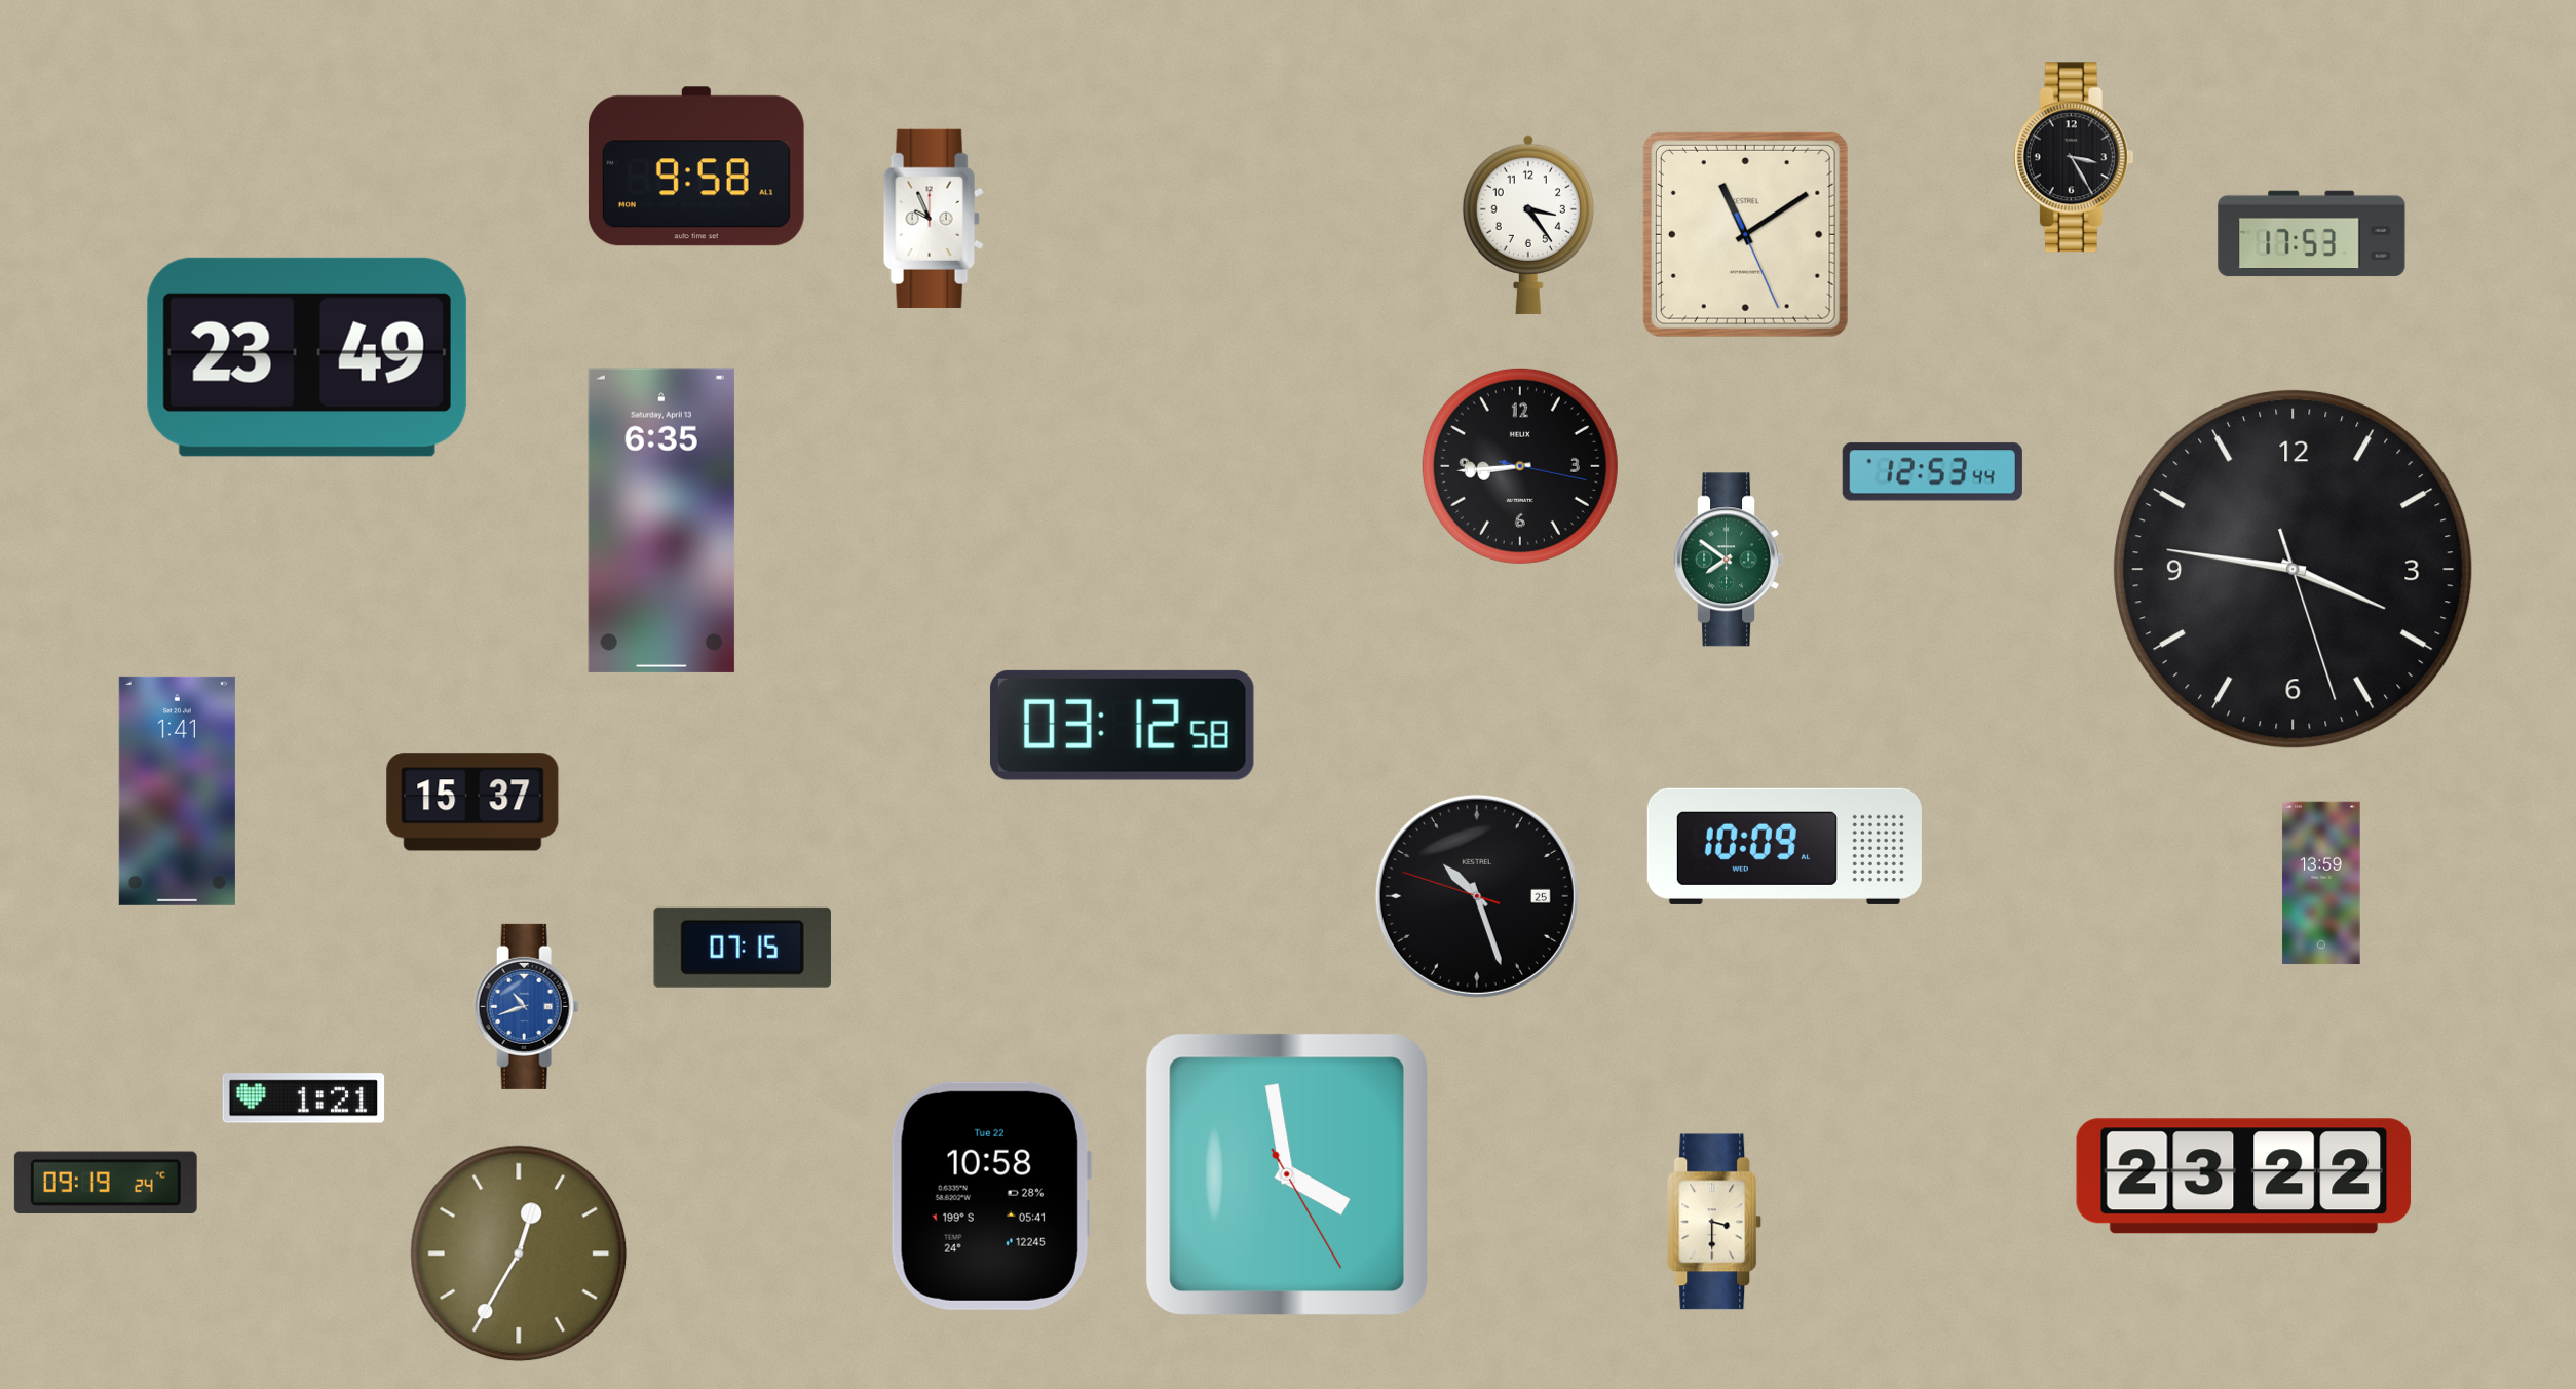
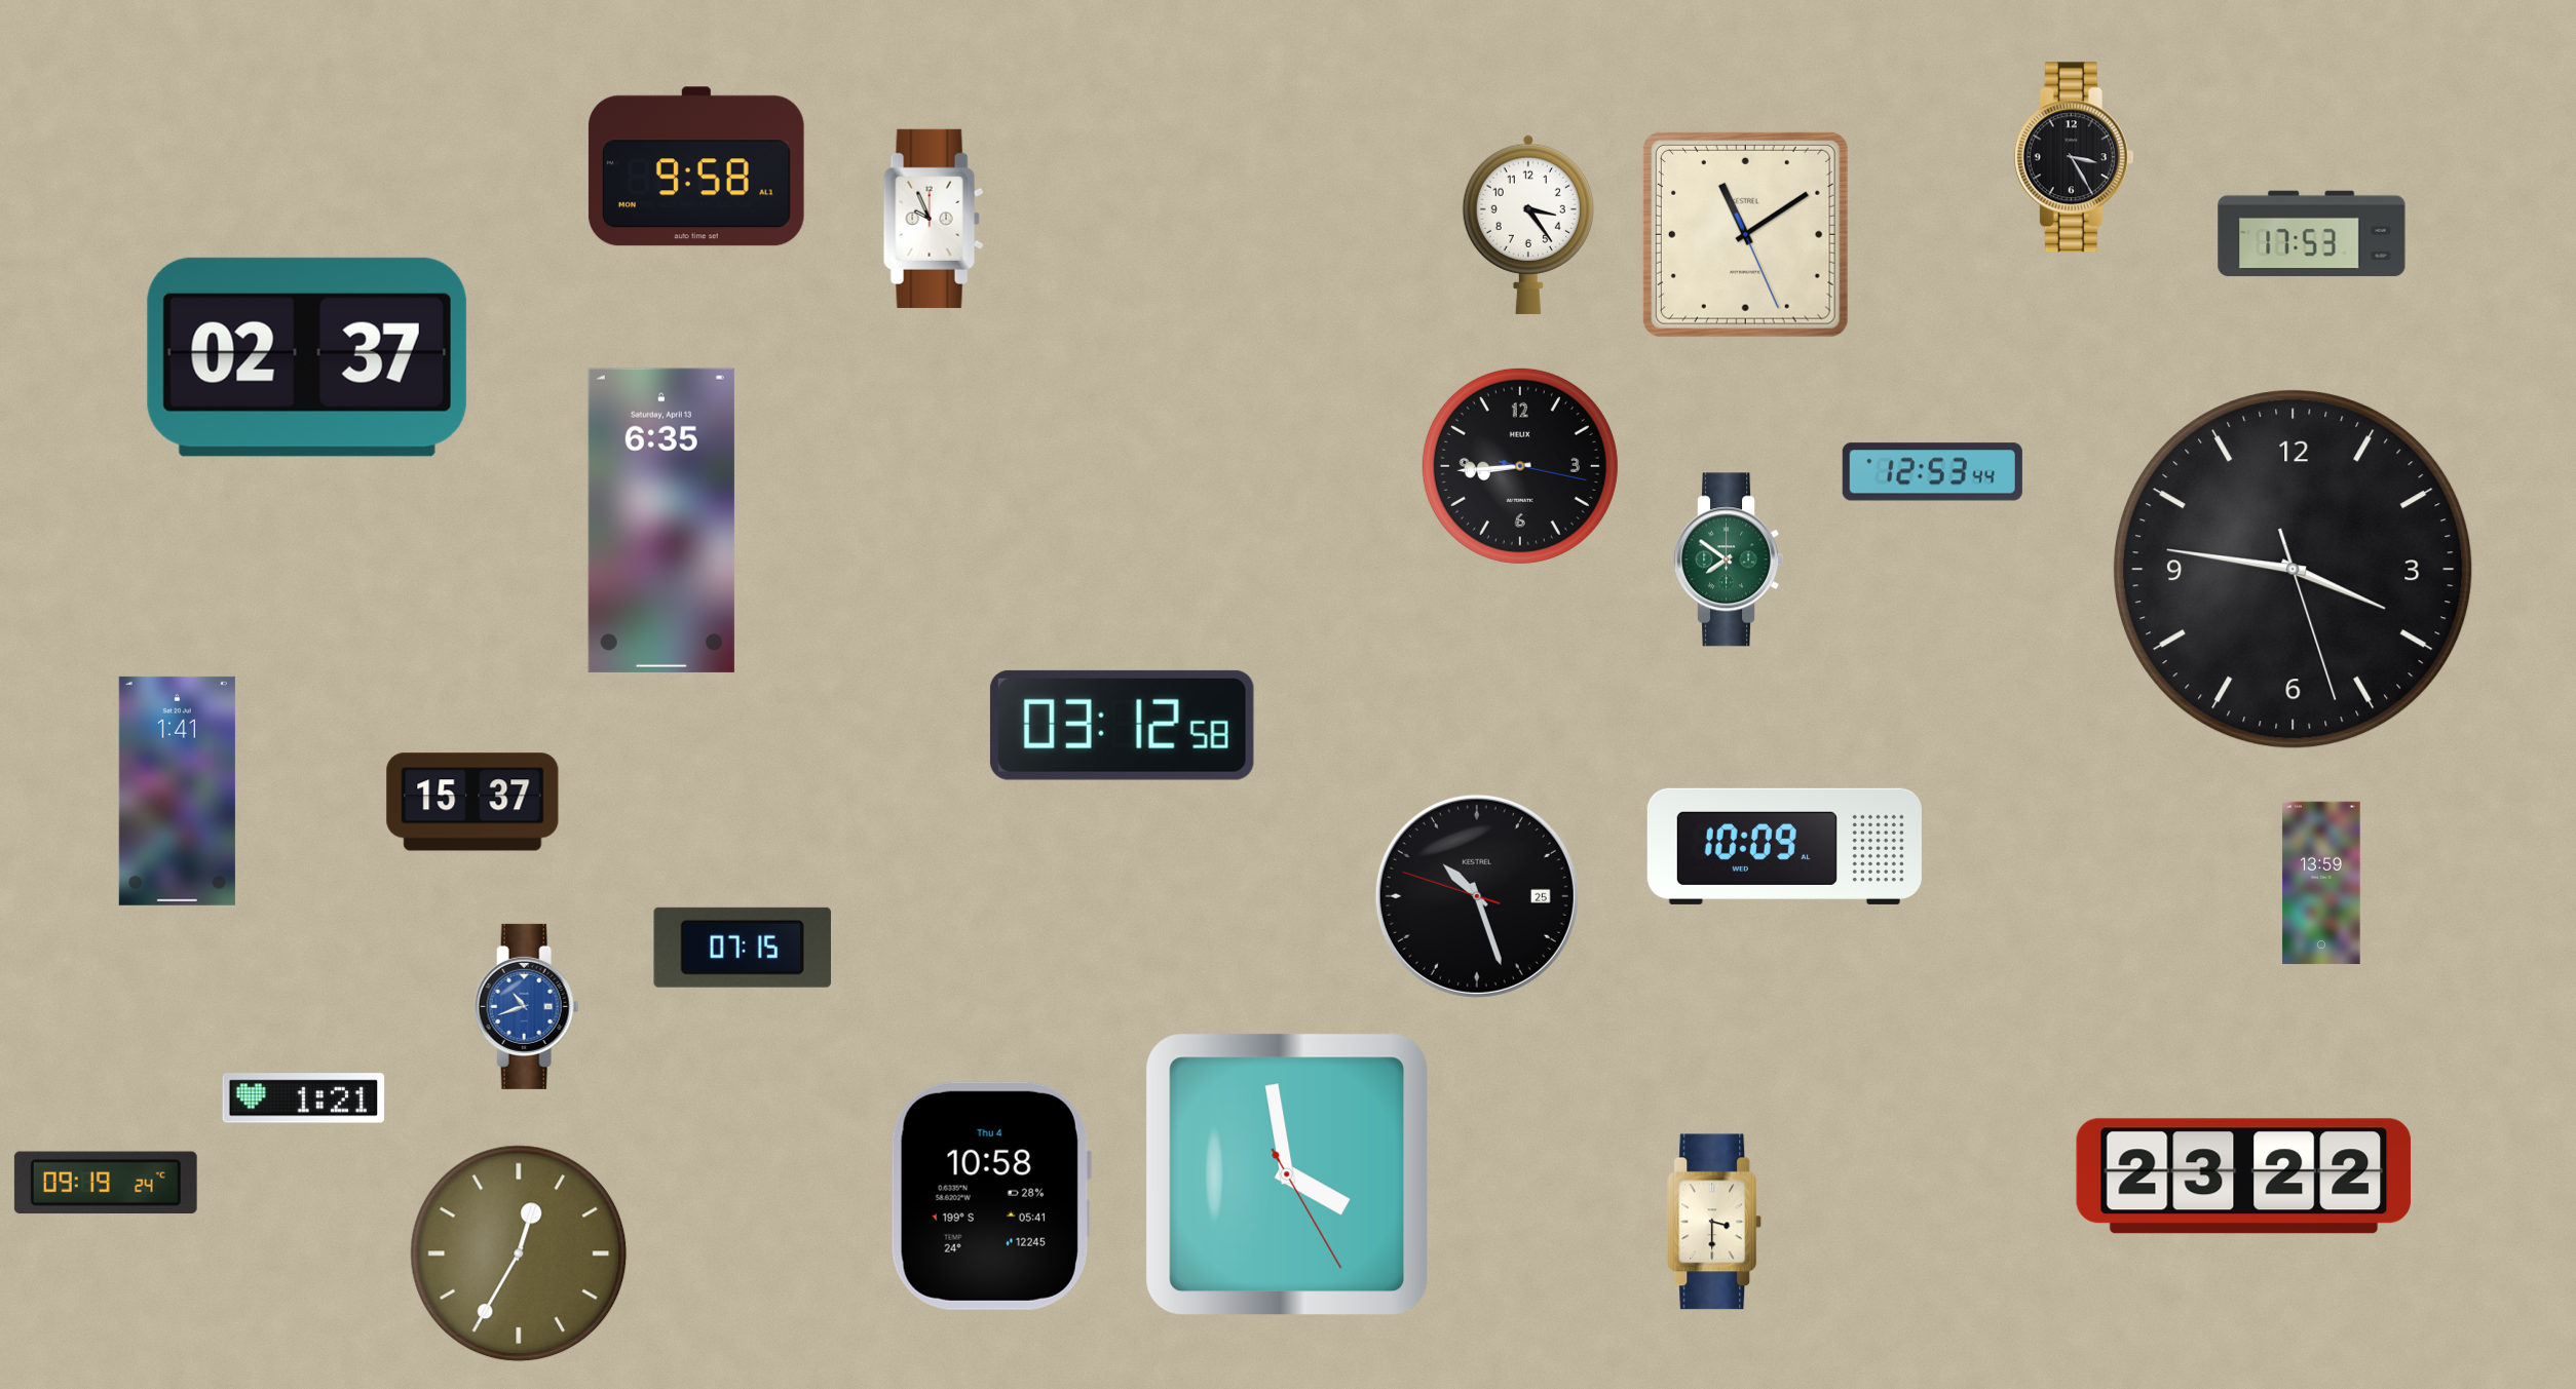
clock at (307, 357): 23:49 -> 02:37
clock at (990, 1196) date: Tue 22 -> Thu 4
